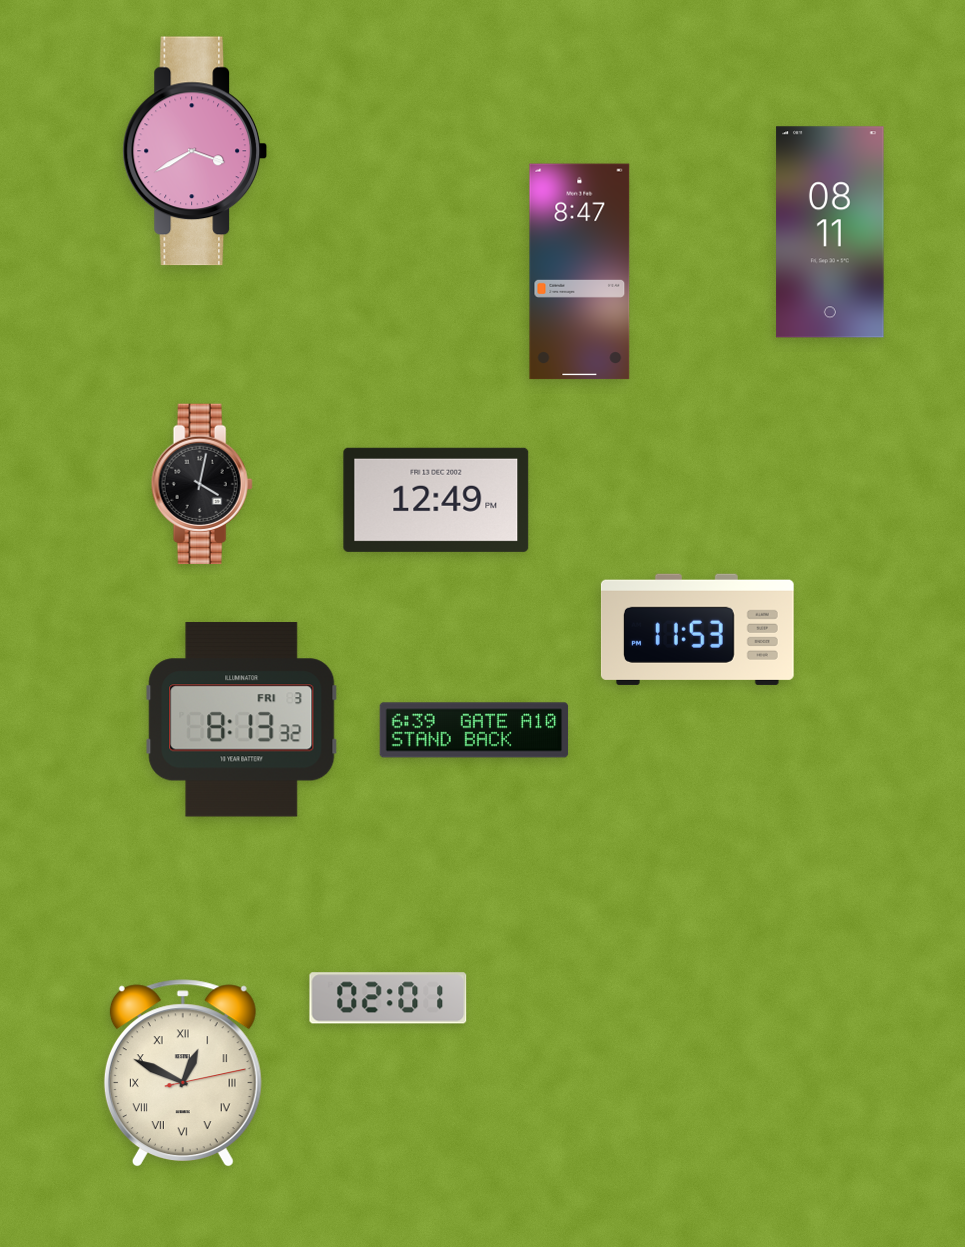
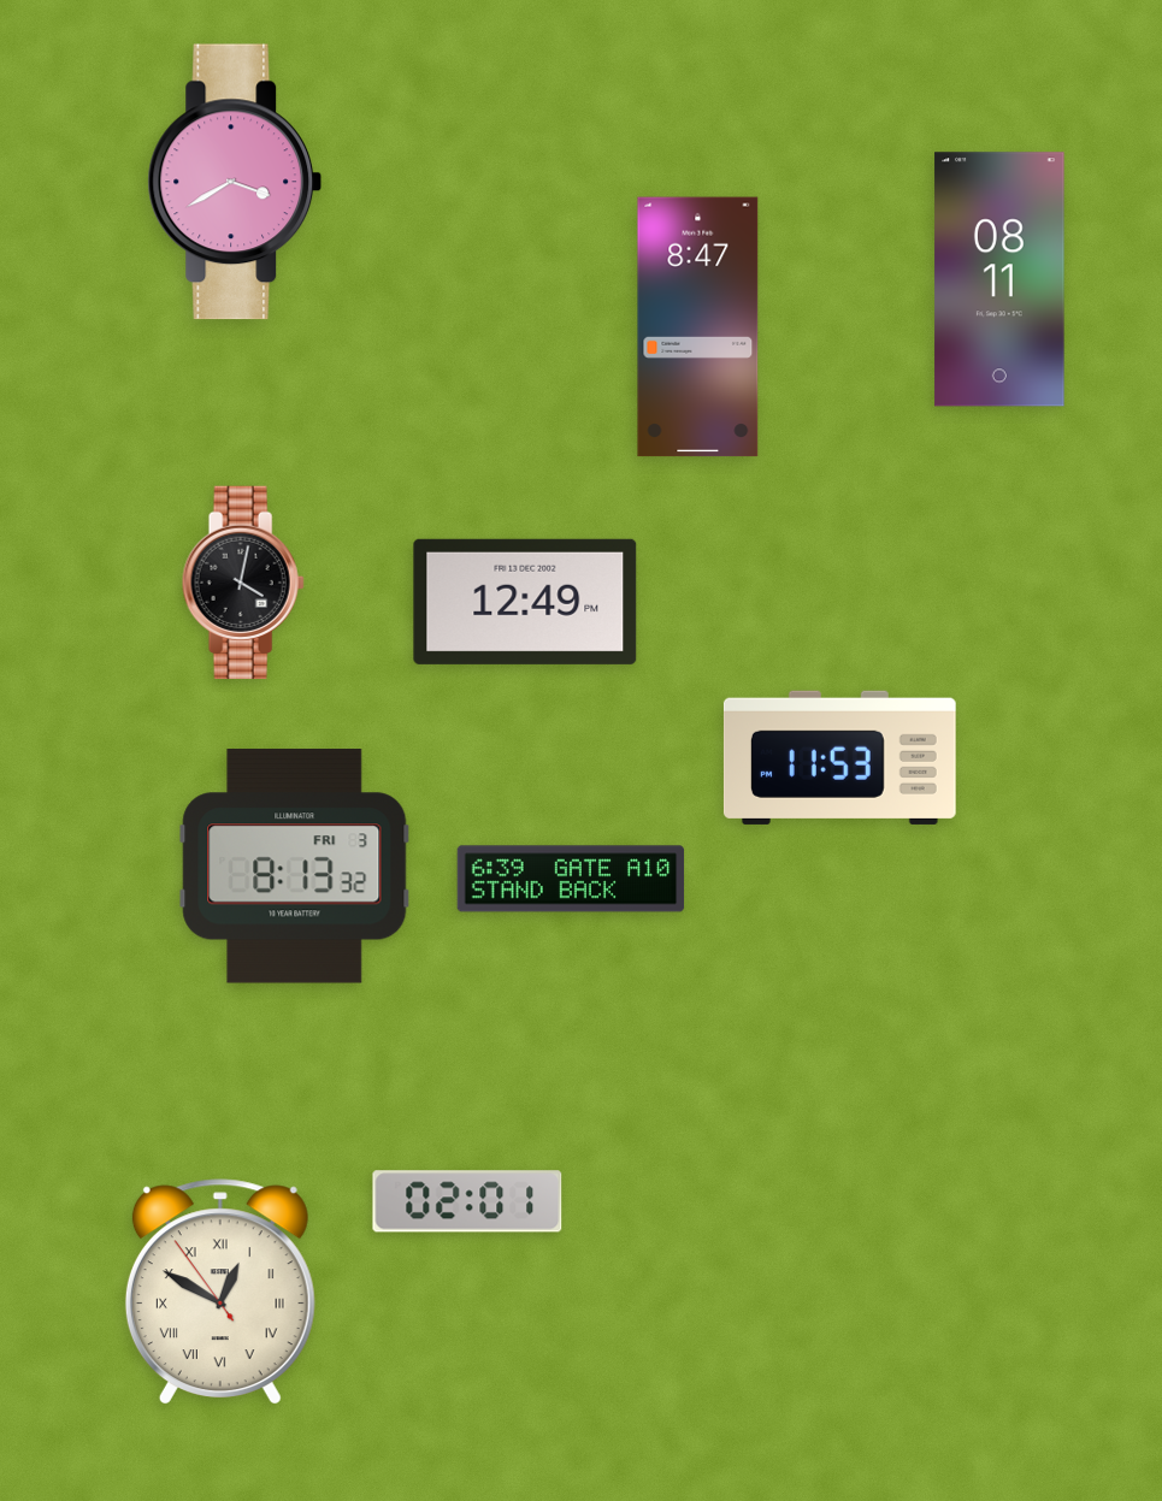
clock at (242, 720) position: (242, 720) -> (295, 867)
clock at (183, 1073): 12:49:13 -> 12:49:54
